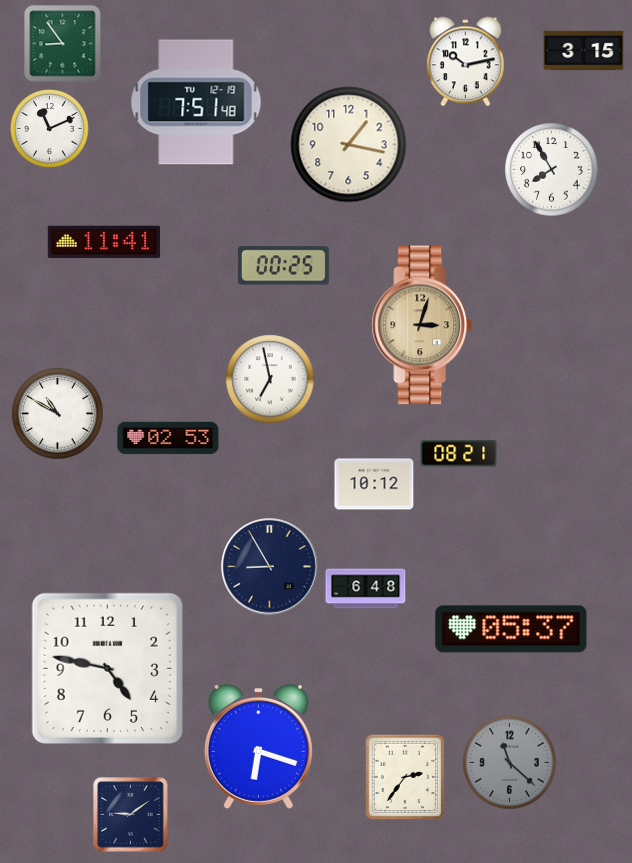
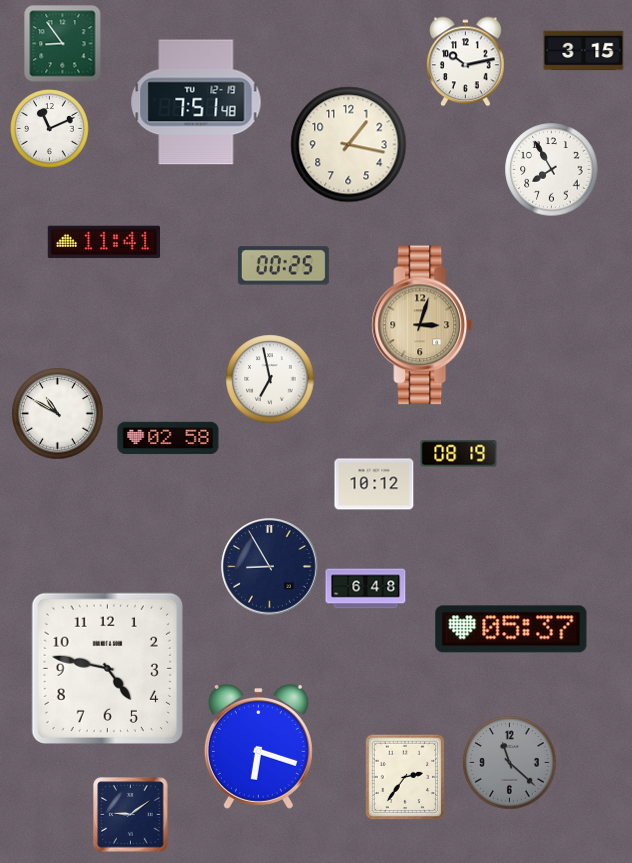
clock at (168, 438): 02:53 -> 02:58
clock at (459, 454): 08:21 -> 08:19
